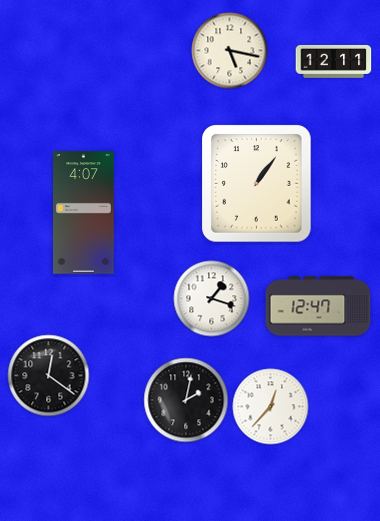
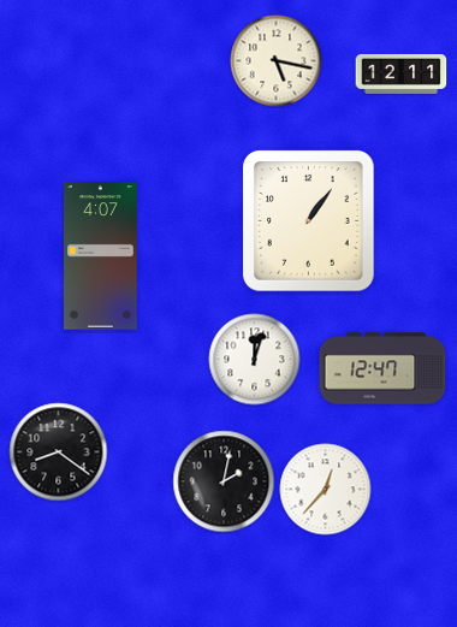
clock at (212, 299): 1:18 -> 12:03
clock at (49, 376): 12:21 -> 8:21
